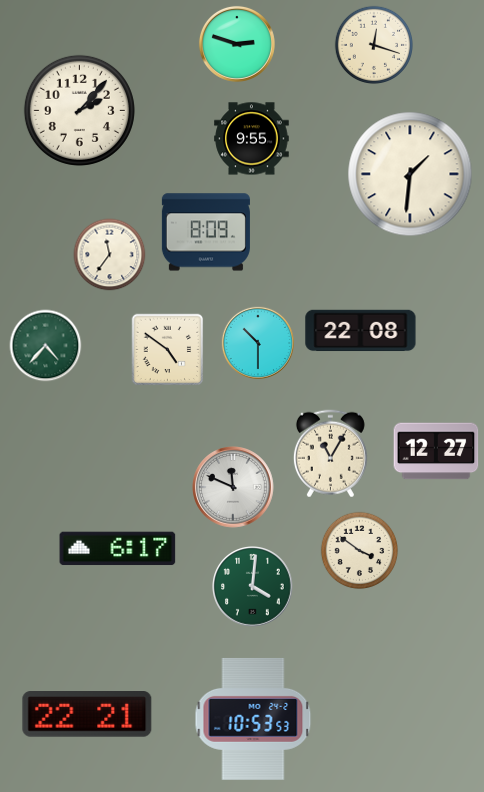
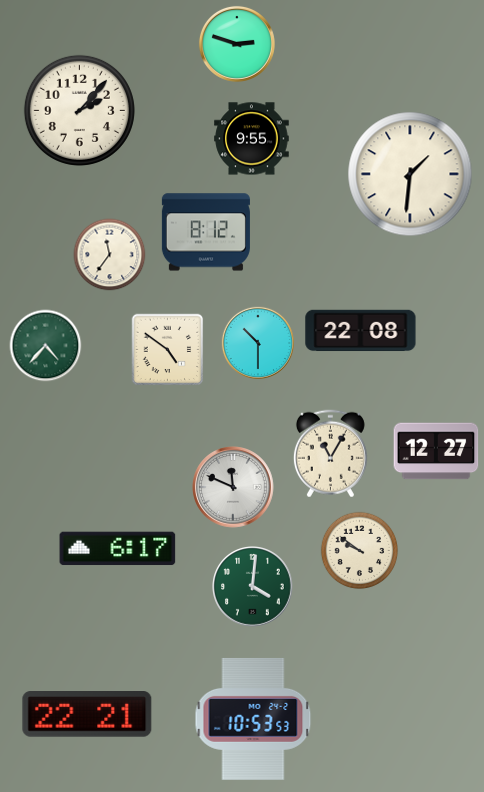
clock at (373, 44): 12:18 -> none
clock at (206, 232): 8:09 -> 8:12
clock at (360, 551): 3:51 -> 9:51
